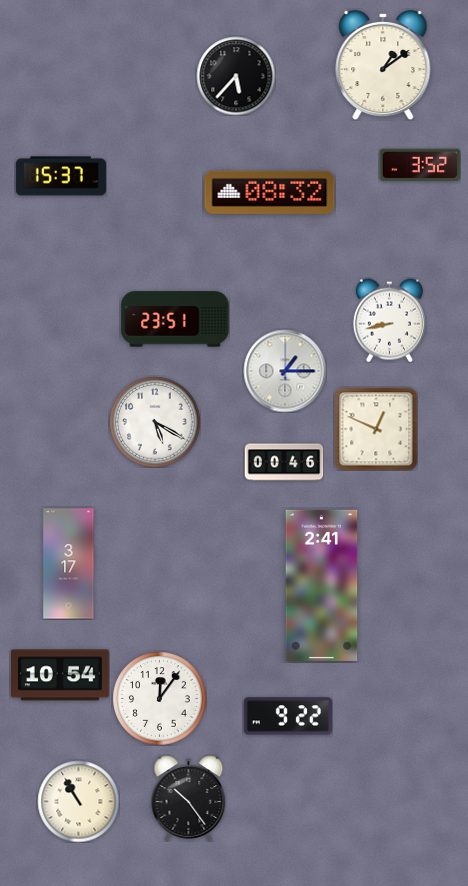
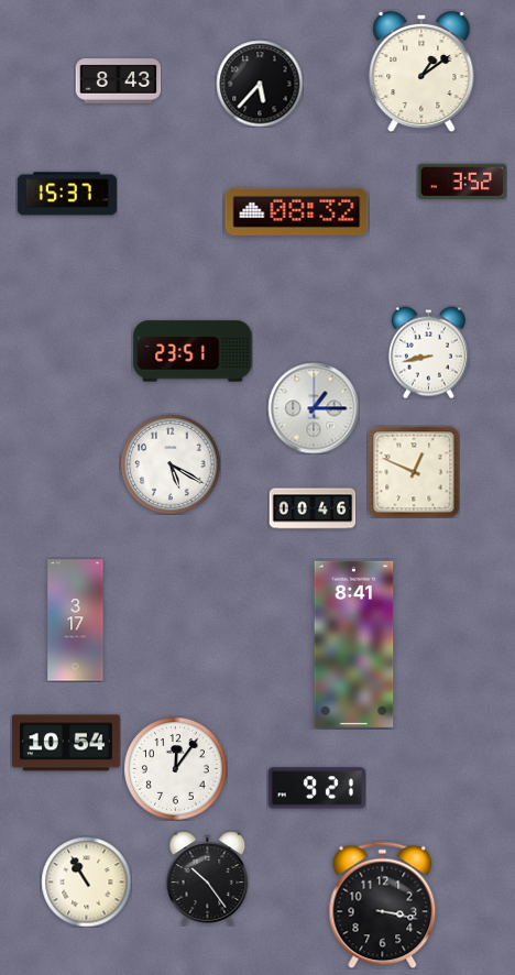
clock at (118, 81): none -> 8:43
clock at (322, 585): 2:41 -> 8:41
clock at (288, 716): 9:22 -> 9:21
clock at (383, 905): none -> 3:17
